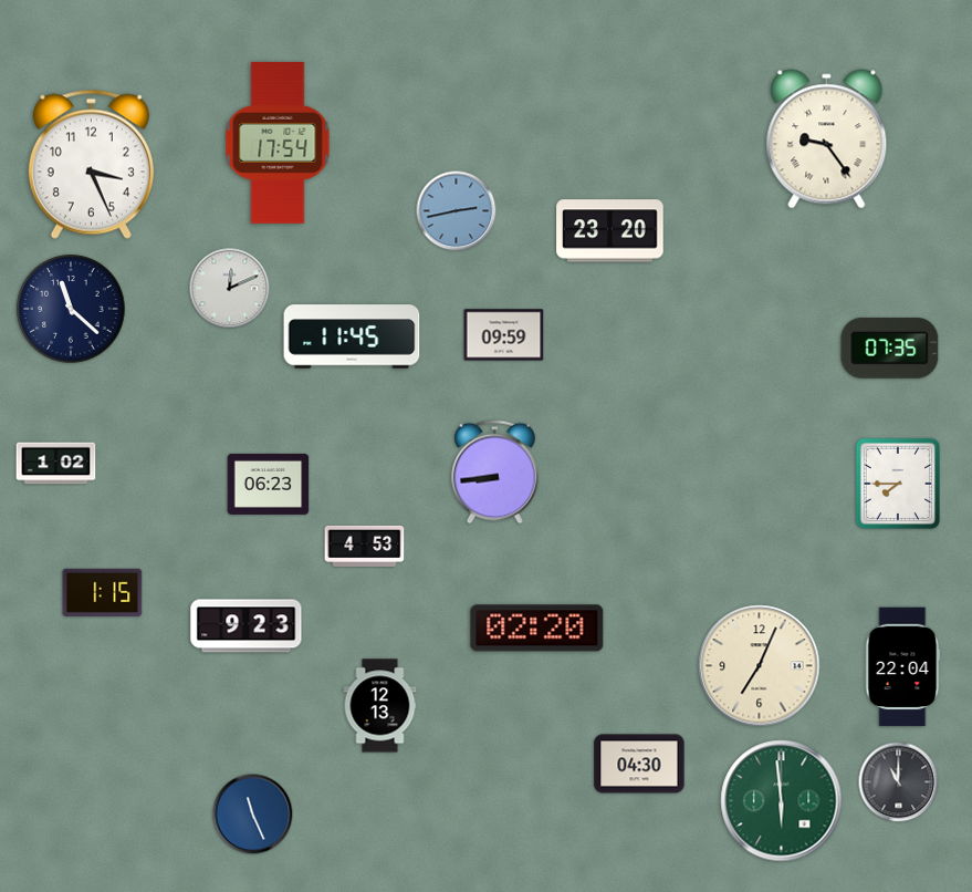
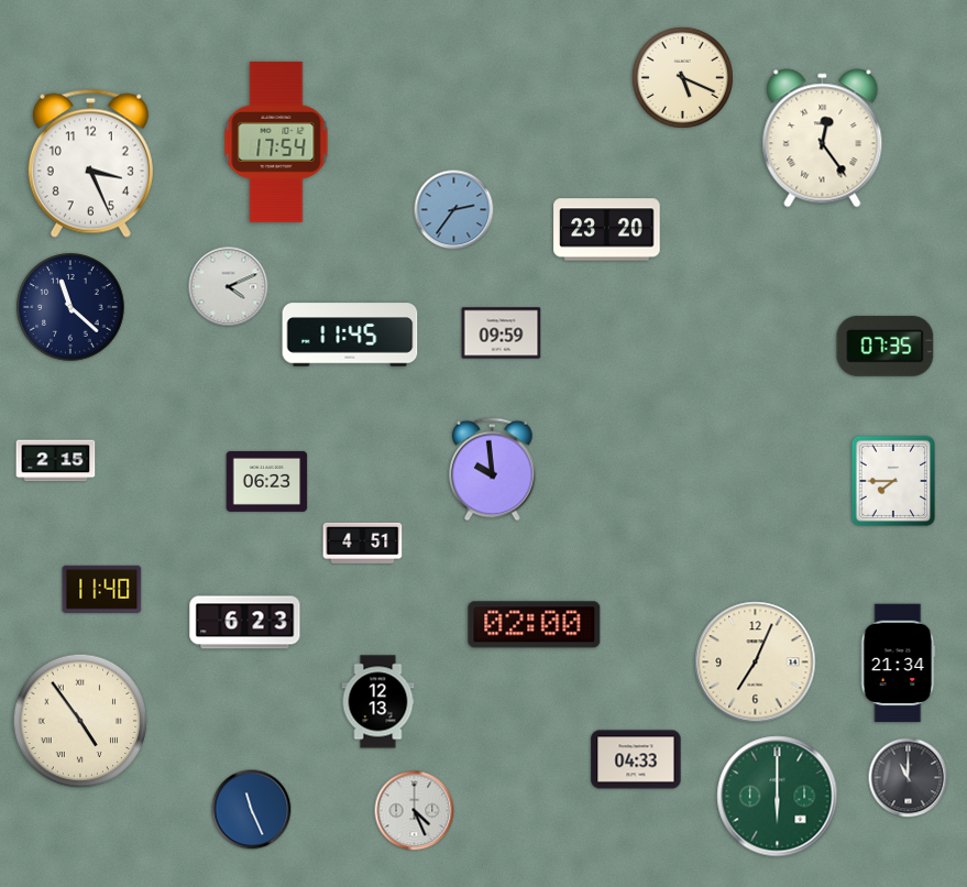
clock at (682, 77): none -> 5:19
clock at (827, 139): 9:24 -> 12:24
clock at (457, 211): 2:43 -> 2:36
clock at (230, 289): 12:11 -> 4:11
clock at (56, 464): 1:02 -> 2:15
clock at (495, 473): 8:44 -> 9:59
clock at (365, 546): 4:53 -> 4:51
clock at (103, 592): 1:15 -> 11:40
clock at (247, 626): 9:23 -> 6:23
clock at (537, 629): 02:20 -> 02:00
clock at (903, 667): 22:04 -> 21:34
clock at (80, 721): none -> 4:54
clock at (639, 764): 04:30 -> 04:33
clock at (899, 782) position: (899, 782) -> (909, 778)
clock at (782, 801): 5:59 -> 6:00
clock at (415, 811): none -> 4:26
